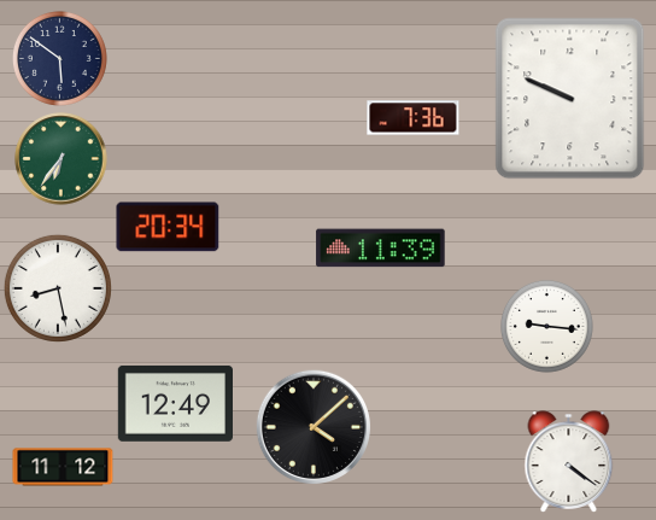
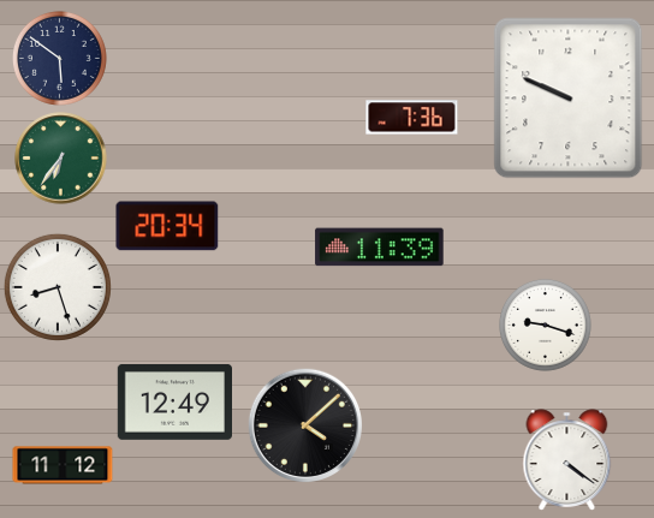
clock at (58, 288): 8:28 -> 8:27
clock at (546, 326): 9:16 -> 9:18
clock at (312, 426) position: (312, 426) -> (304, 424)
